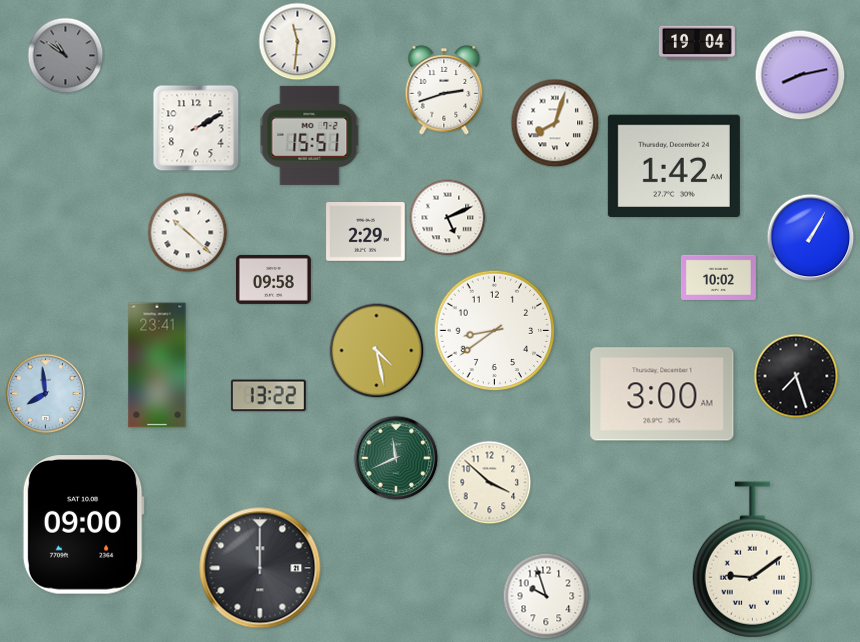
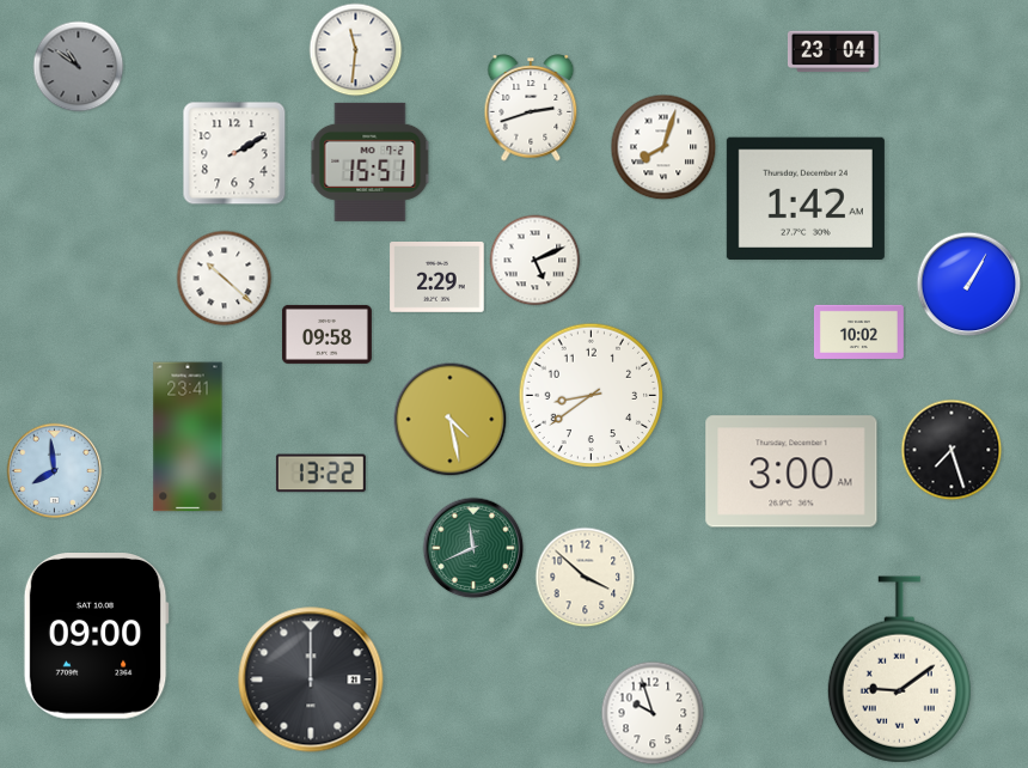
clock at (697, 43): 19:04 -> 23:04
clock at (800, 75): 8:13 -> none
clock at (83, 525) position: (83, 525) -> (96, 636)
